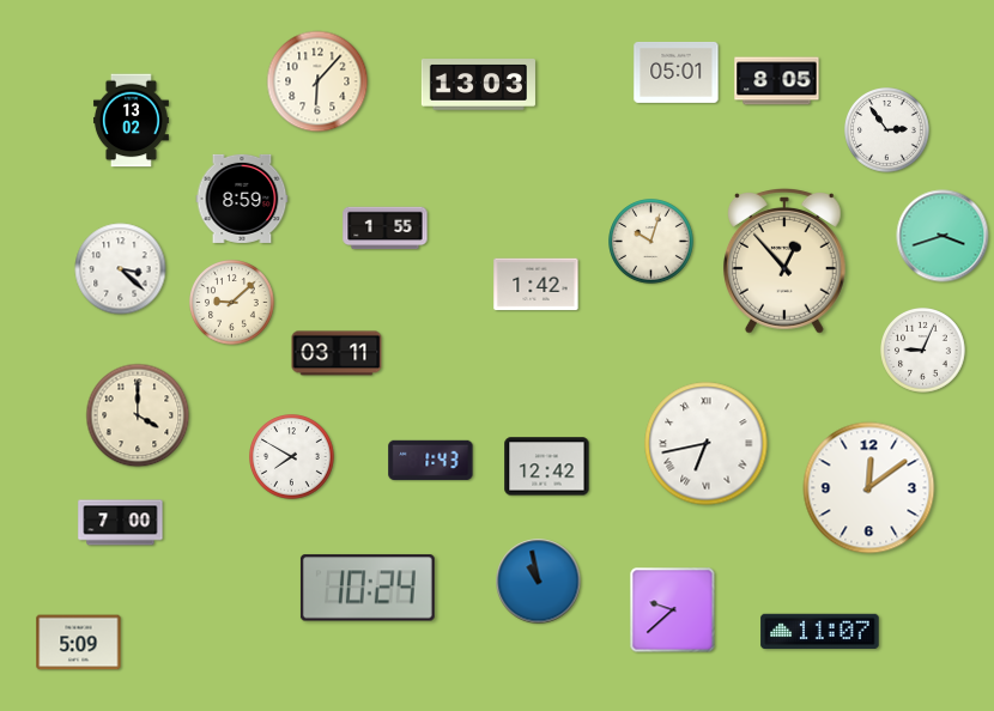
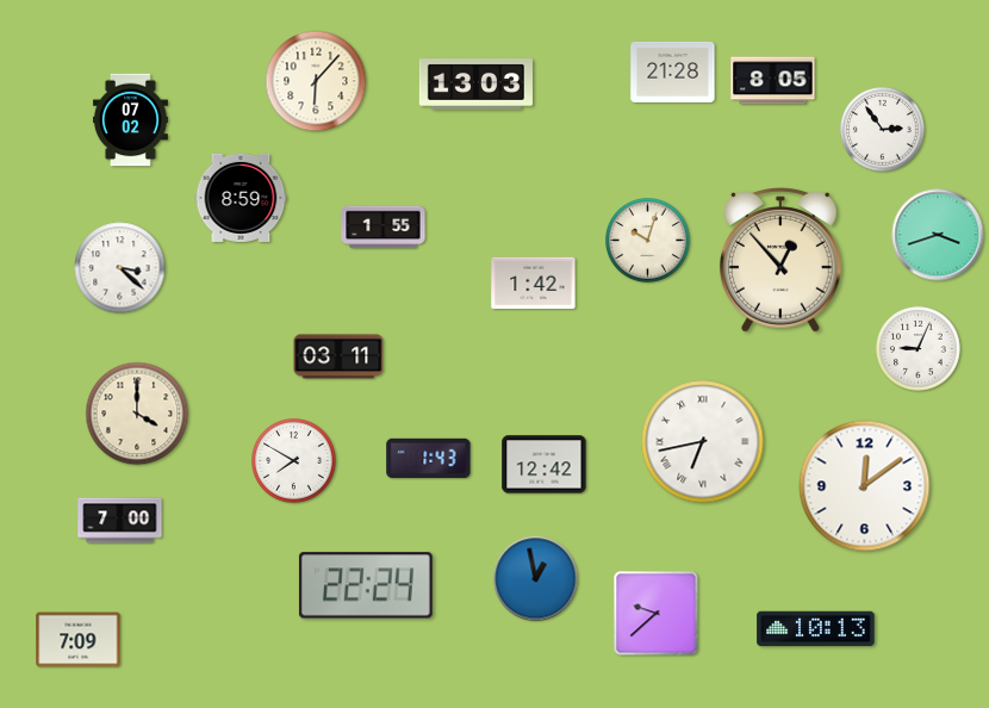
clock at (677, 72): 05:01 -> 21:28
clock at (131, 121): 13:02 -> 07:02
clock at (232, 303): 9:08 -> none
clock at (337, 353) position: (337, 353) -> (338, 356)
clock at (292, 457) position: (292, 457) -> (294, 461)
clock at (539, 582): 10:58 -> 12:58
clock at (368, 588): 10:24 -> 22:24
clock at (673, 610) position: (673, 610) -> (657, 614)
clock at (820, 632): 11:07 -> 10:13
clock at (79, 643): 5:09 -> 7:09
